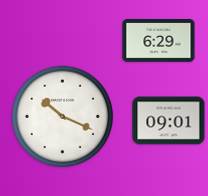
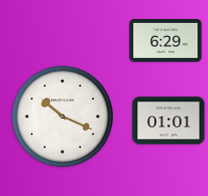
clock at (159, 41) position: (159, 41) -> (166, 41)
clock at (169, 121): 09:01 -> 01:01
